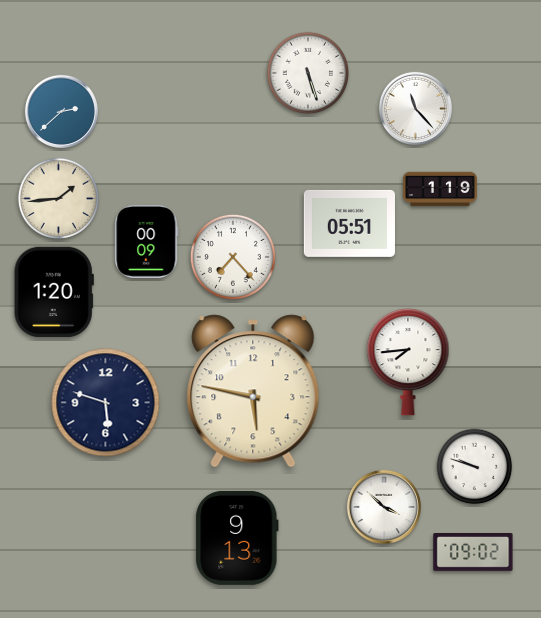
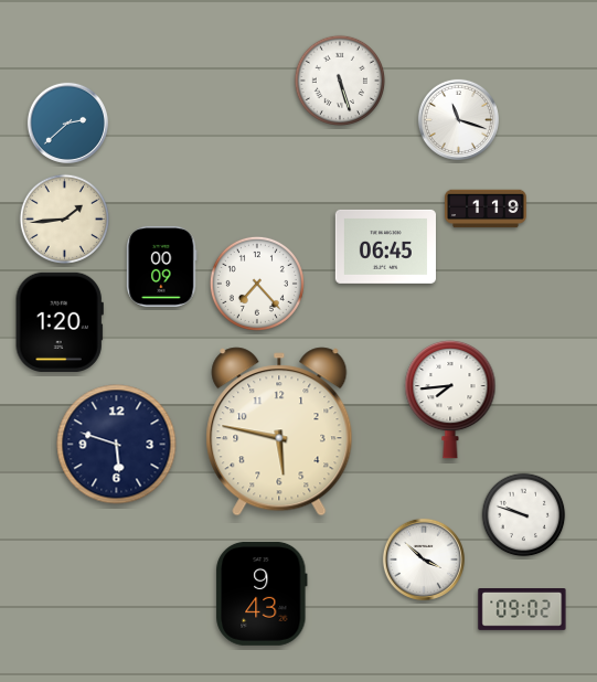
clock at (415, 108): 11:23 -> 11:18
clock at (349, 223): 05:51 -> 06:45
clock at (237, 538): 9:13 -> 9:43
